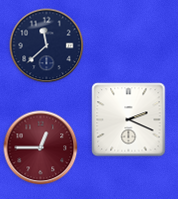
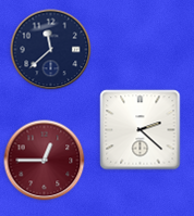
clock at (129, 120): 2:19 -> 2:22
